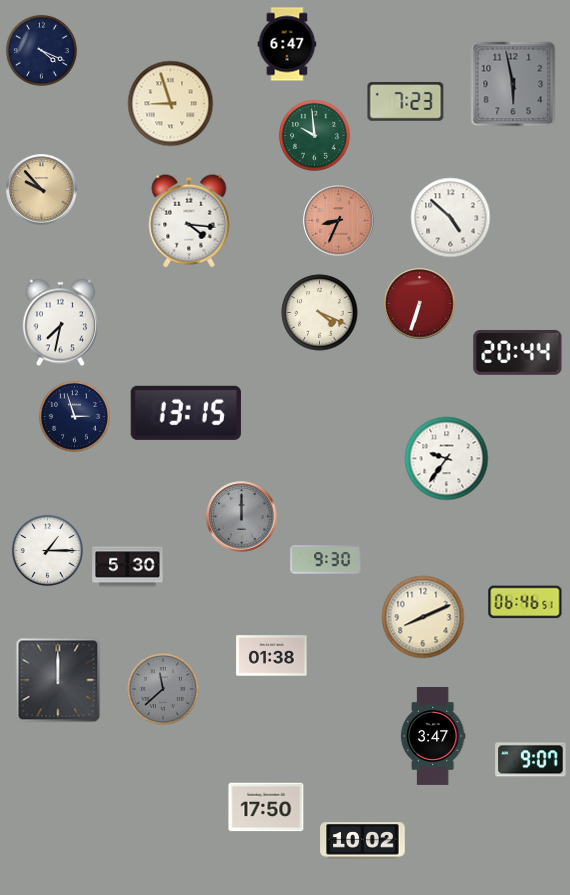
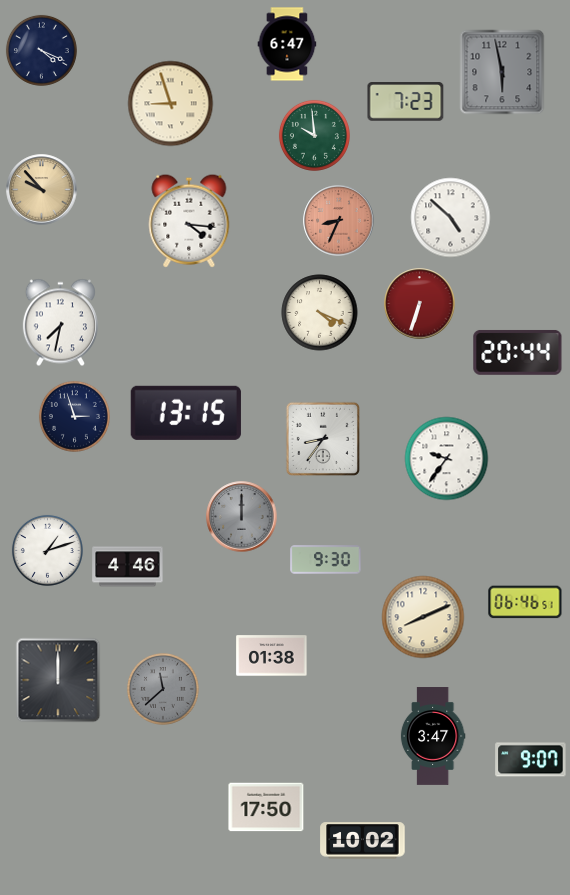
clock at (513, 84) position: (513, 84) -> (502, 72)
clock at (323, 439): none -> 8:36
clock at (47, 550): 1:15 -> 1:12
clock at (128, 567): 5:30 -> 4:46
